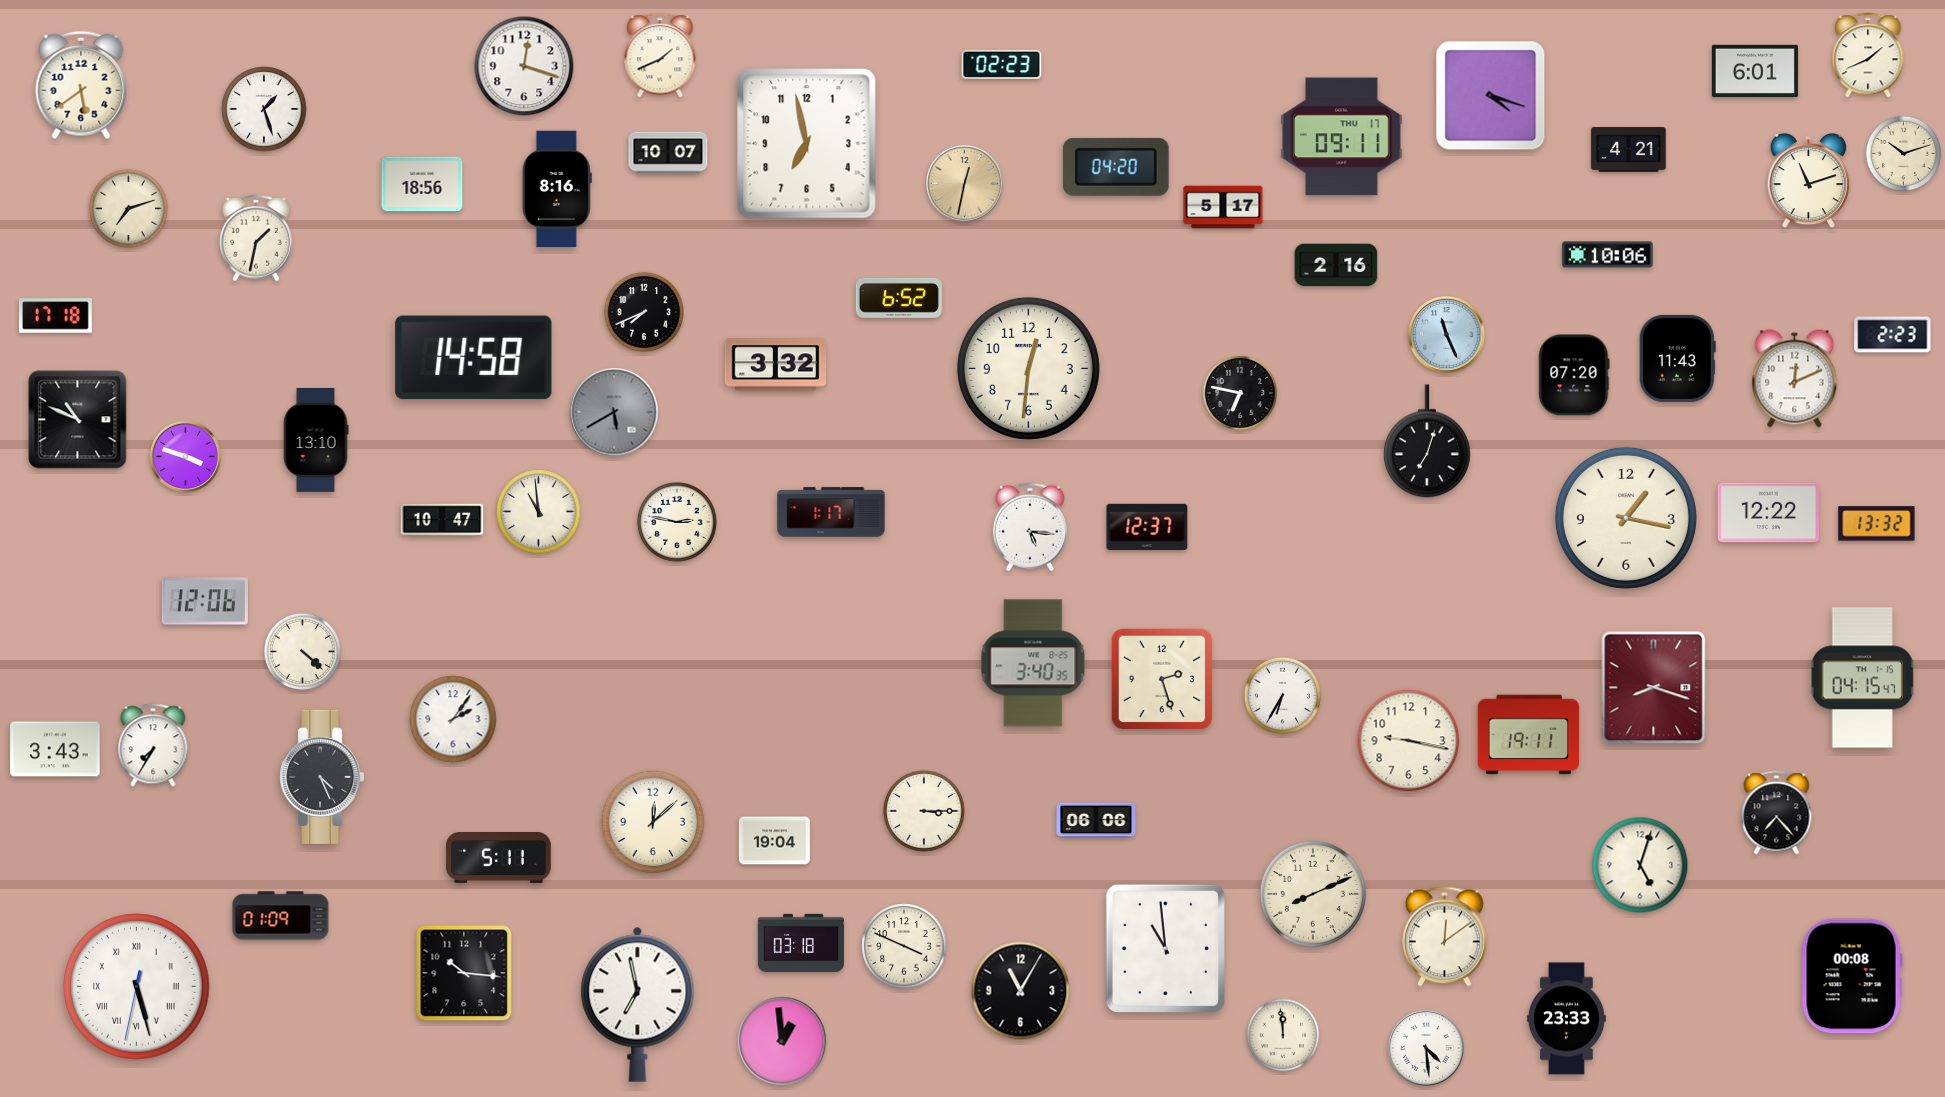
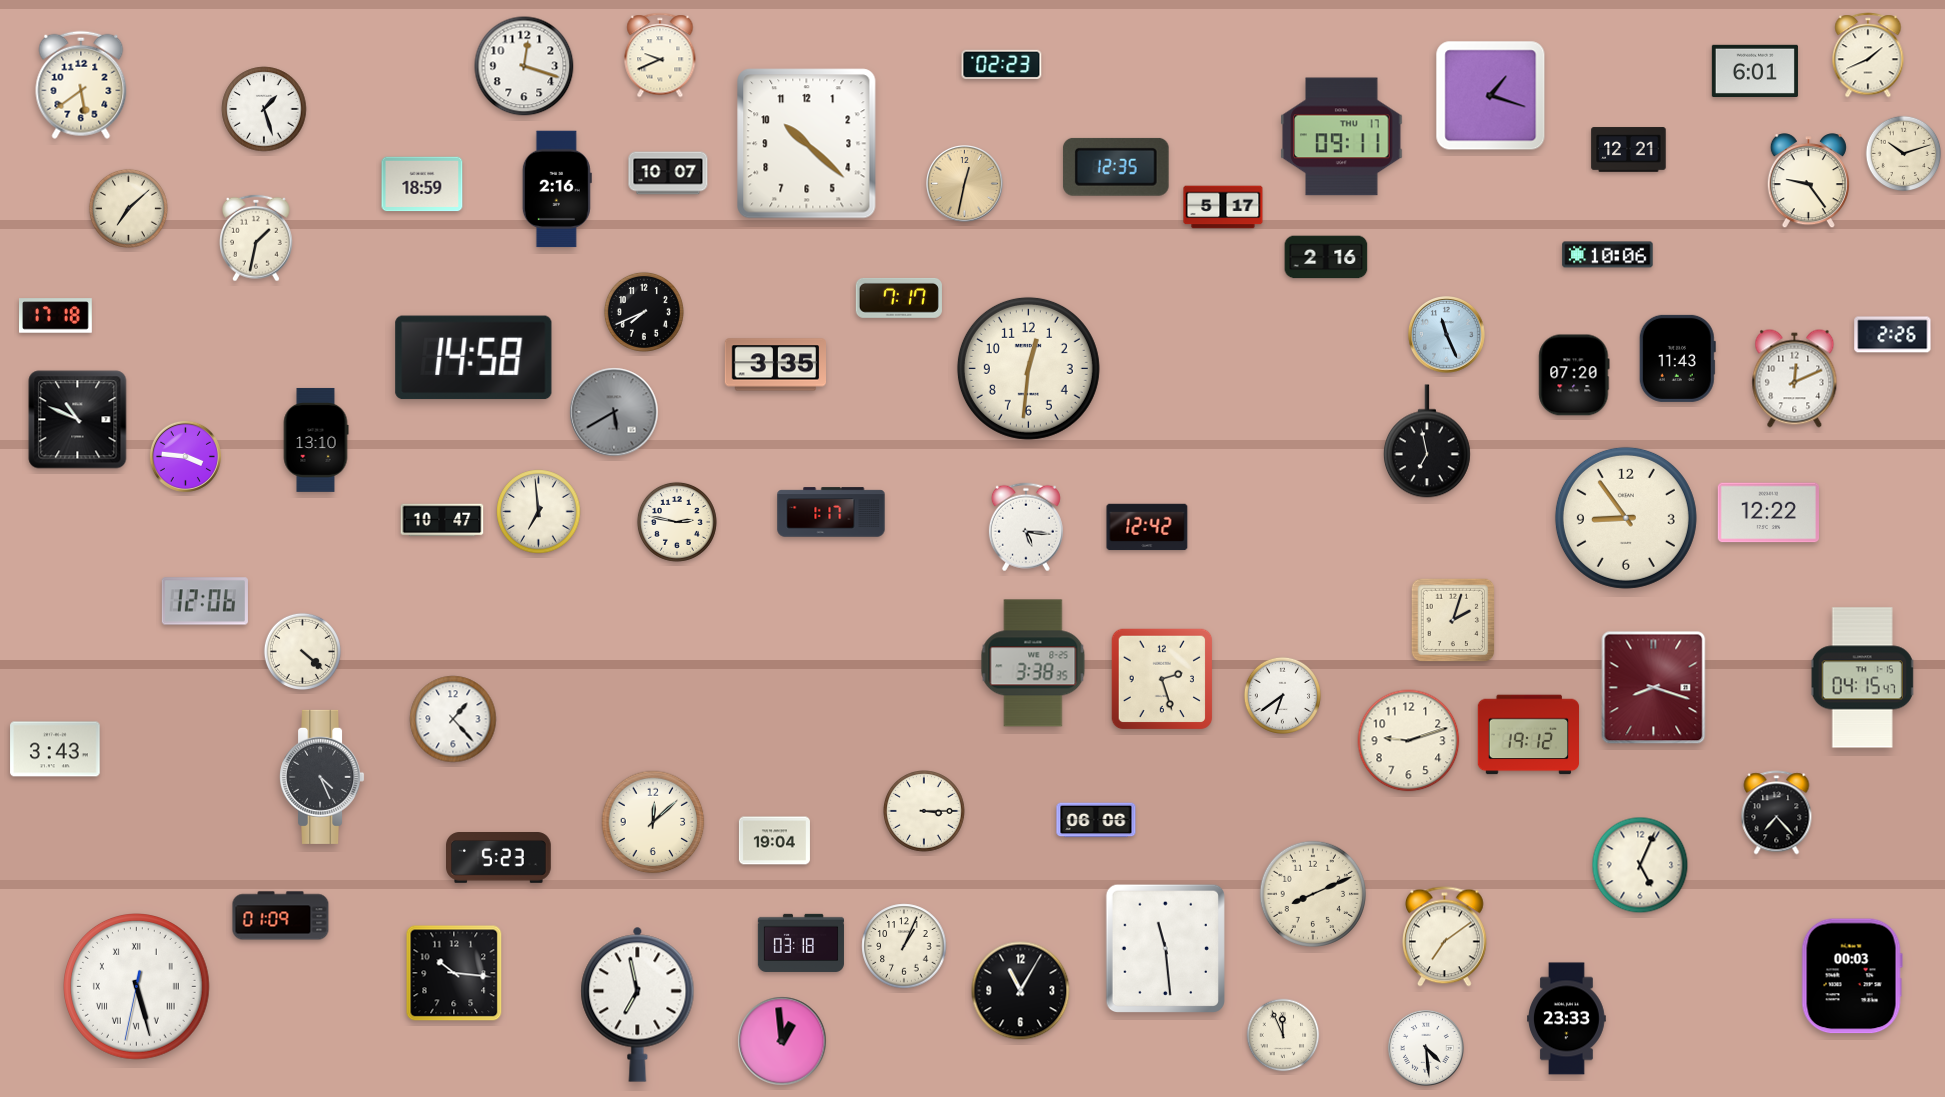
clock at (660, 55): 1:41 -> 9:41
clock at (1491, 96): 4:18 -> 1:18
clock at (807, 144): 6:58 -> 10:22
clock at (1629, 150): 4:21 -> 12:21
clock at (668, 153) position: (668, 153) -> (668, 173)
clock at (1116, 167): 04:20 -> 12:35
clock at (1808, 181): 11:12 -> 9:24
clock at (422, 184): 18:56 -> 18:59
clock at (557, 189): 8:16 -> 2:16
clock at (128, 208): 7:12 -> 7:08
clock at (1336, 265) position: (1336, 265) -> (1326, 257)
clock at (899, 298): 6:52 -> 7:17
clock at (1893, 335): 2:23 -> 2:26
clock at (775, 365): 3:32 -> 3:35
clock at (1240, 393): 6:47 -> none
clock at (1427, 441): 7:03 -> 6:58
clock at (185, 456): 3:48 -> 3:46
clock at (539, 512): 10:59 -> 6:59
clock at (1626, 518): 1:17 -> 8:54
clock at (1877, 524): 13:32 -> none
clock at (1030, 527) position: (1030, 527) -> (1026, 527)
clock at (1147, 527): 12:37 -> 12:42
clock at (1453, 620): none -> 2:03
clock at (1033, 663): 3:40 -> 3:38
clock at (1282, 695): 6:35 -> 6:39
clock at (453, 719): 2:06 -> 1:23
clock at (1529, 735): 19:11 -> 19:12
clock at (1409, 741): 9:17 -> 9:12
clock at (153, 745): 7:35 -> none
clock at (499, 858): 5:11 -> 5:23
clock at (1640, 865): 5:03 -> 5:04
clock at (1445, 937): 12:09 -> 7:09
clock at (904, 946): 3:49 -> 1:04
clock at (1165, 948): 10:59 -> 11:29
clock at (464, 973) position: (464, 973) -> (454, 973)
clock at (1852, 976): 00:08 -> 00:03
clock at (1283, 1035): 11:59 -> 11:56
